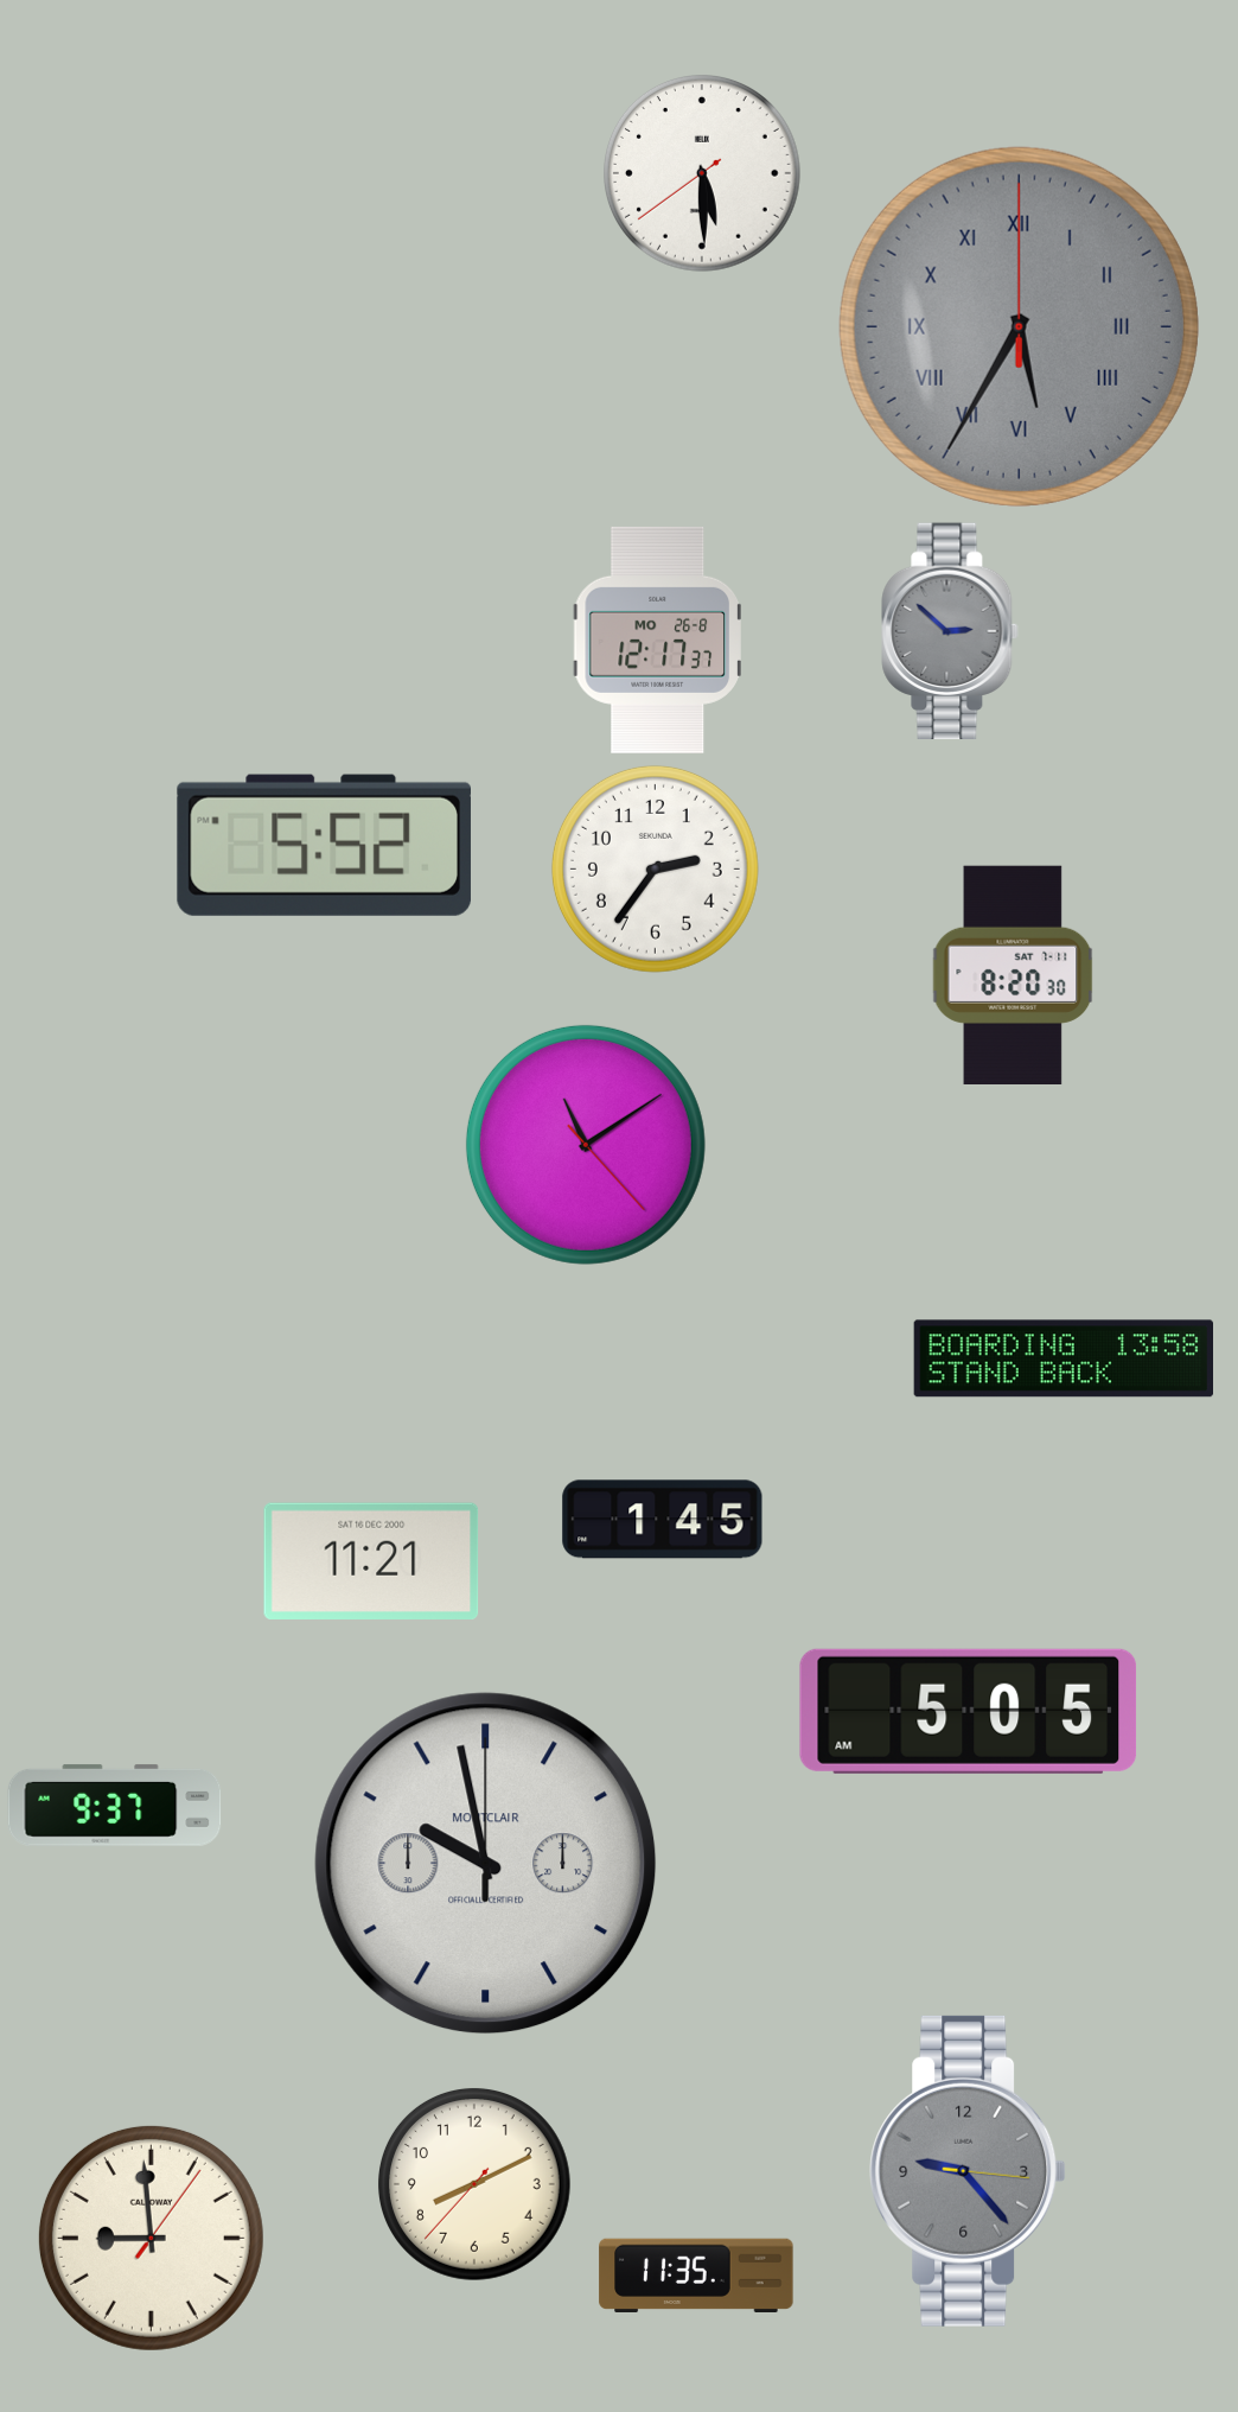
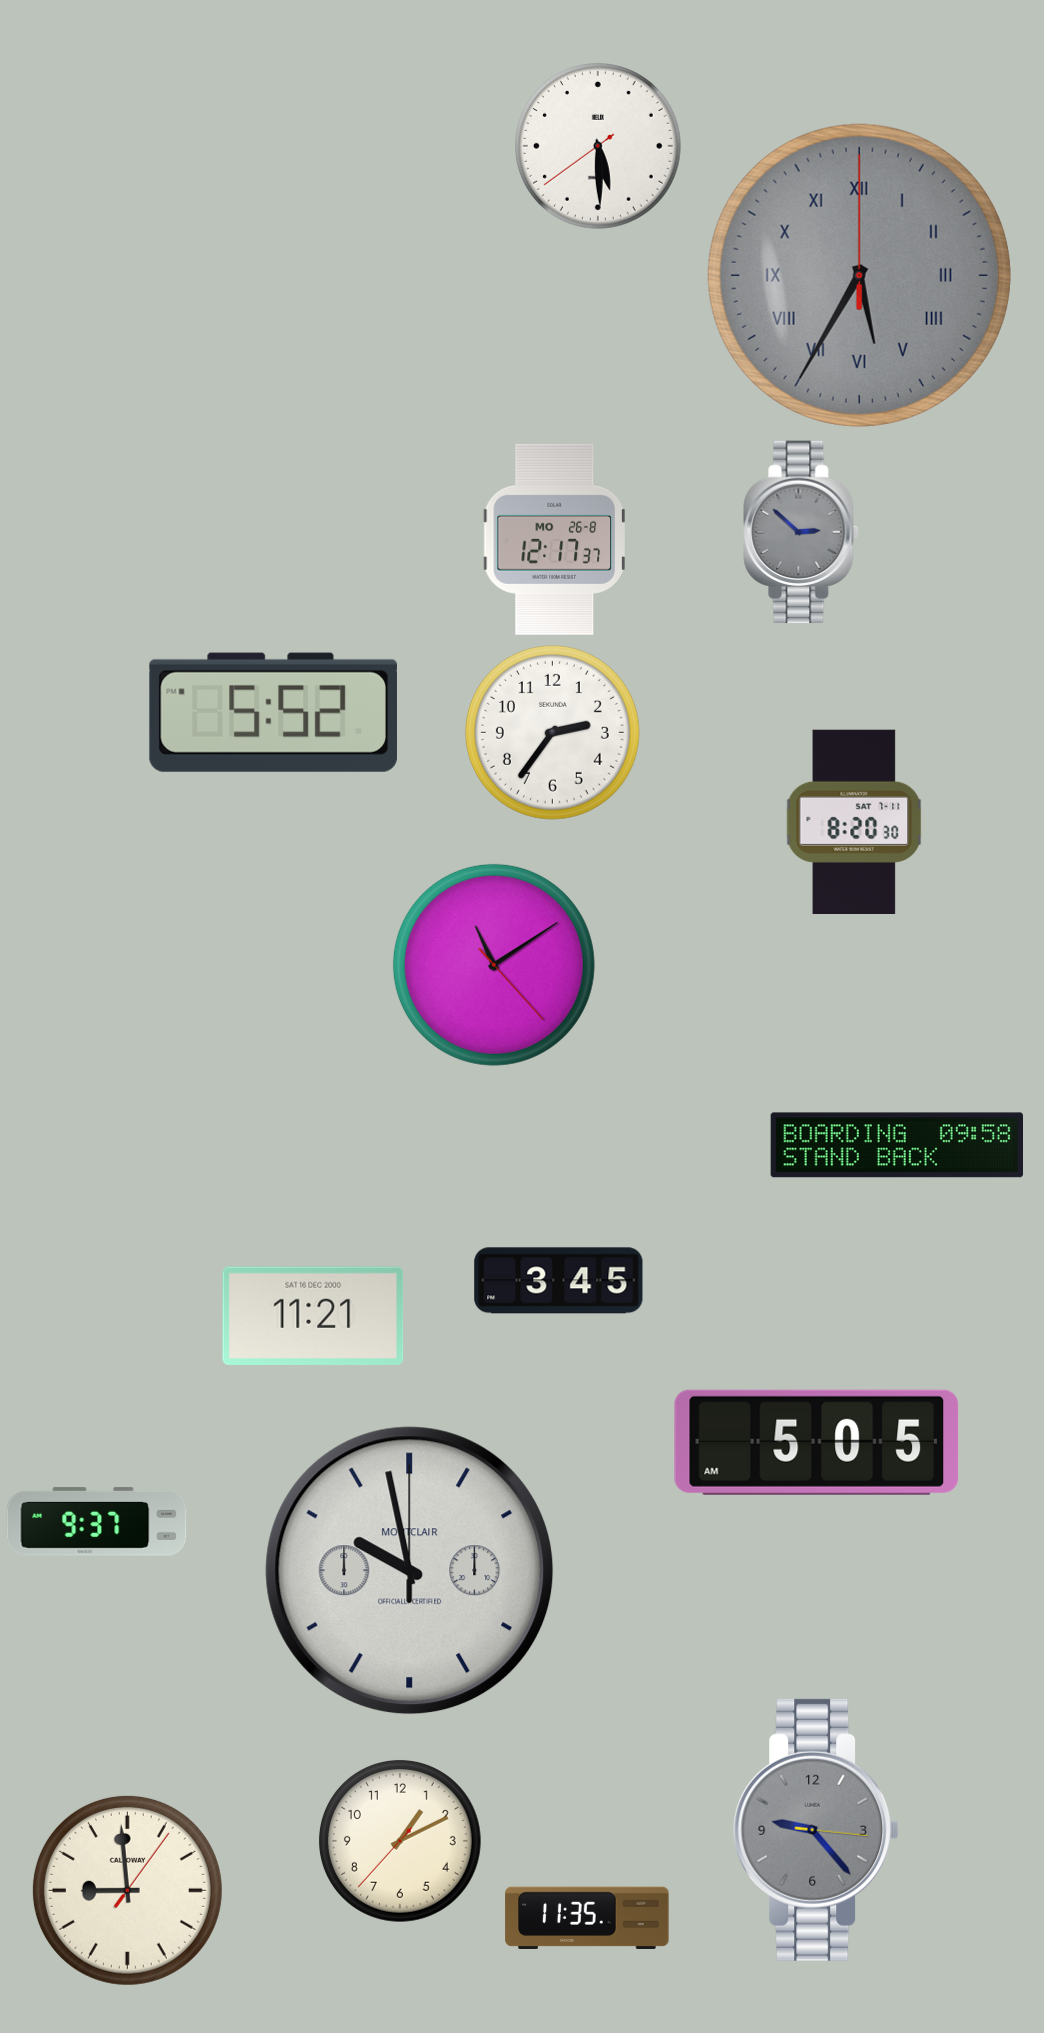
clock at (702, 173) position: (702, 173) -> (598, 146)
clock at (1064, 1358): 13:58 -> 09:58
clock at (663, 1520): 1:45 -> 3:45
clock at (474, 2184): 8:10 -> 1:10
clock at (151, 2238) position: (151, 2238) -> (127, 1890)
